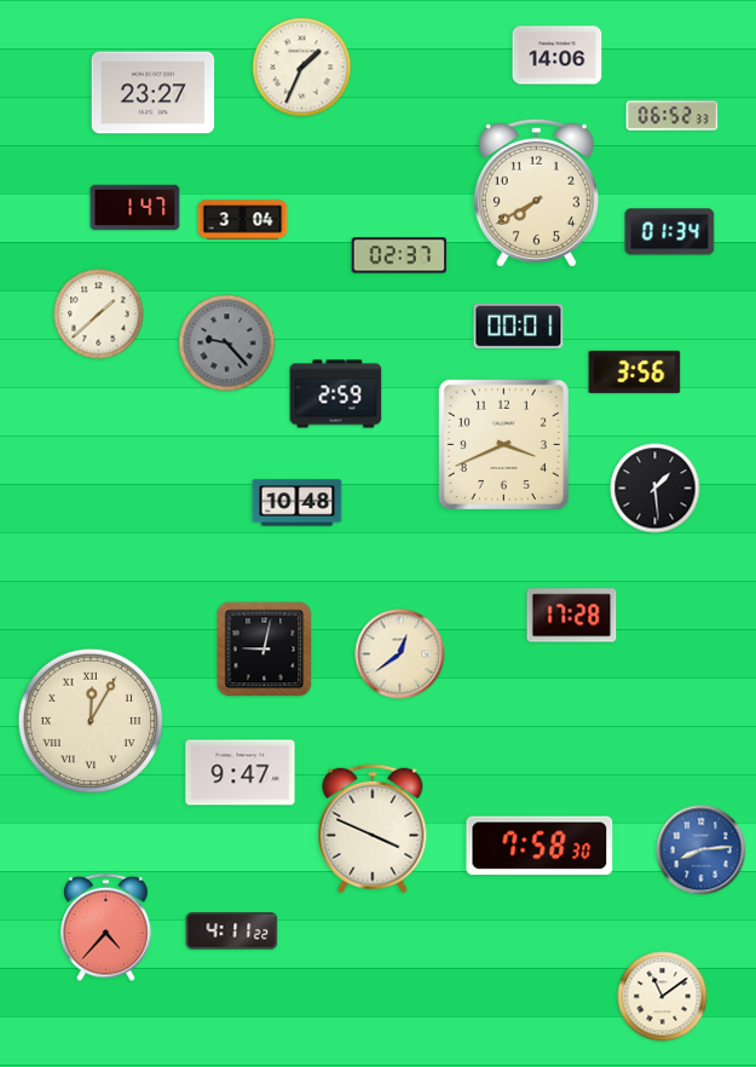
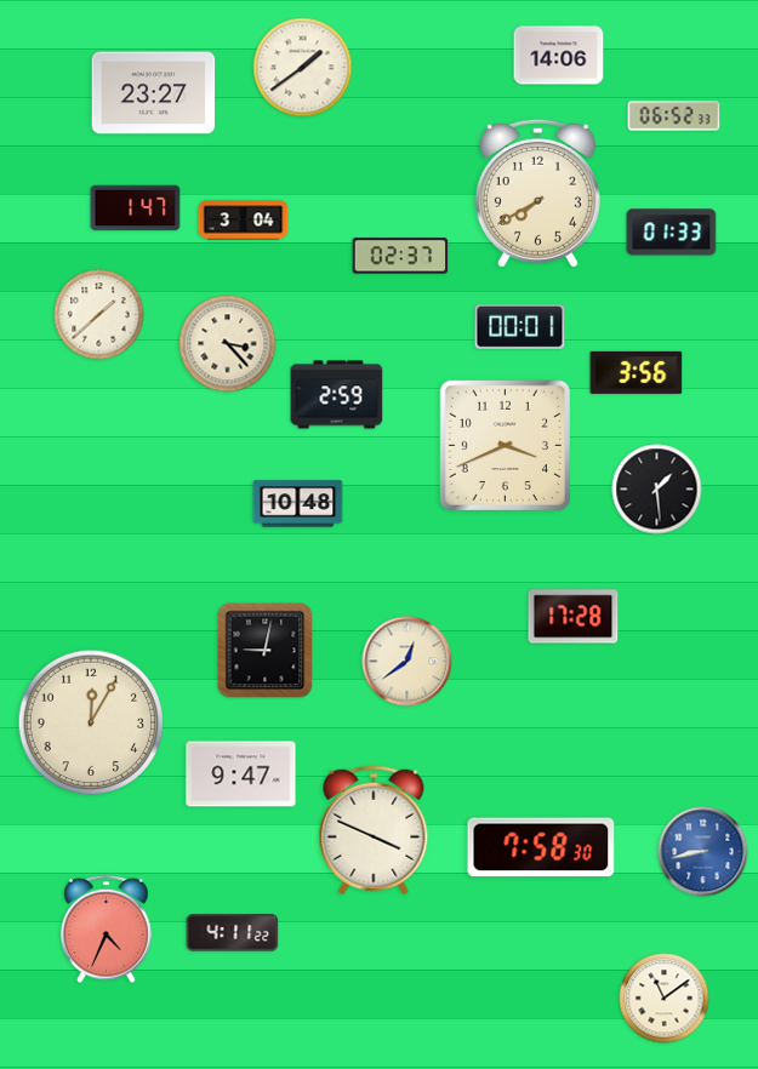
clock at (302, 68): 1:34 -> 1:39
clock at (670, 232): 01:34 -> 01:33
clock at (227, 344): 9:23 -> 3:23
clock at (227, 344) dial: grey -> cream
clock at (400, 654) position: (400, 654) -> (408, 662)
clock at (90, 720) numerals: Roman -> Arabic
clock at (702, 850): 8:14 -> 8:43
clock at (106, 928): 4:37 -> 4:34
